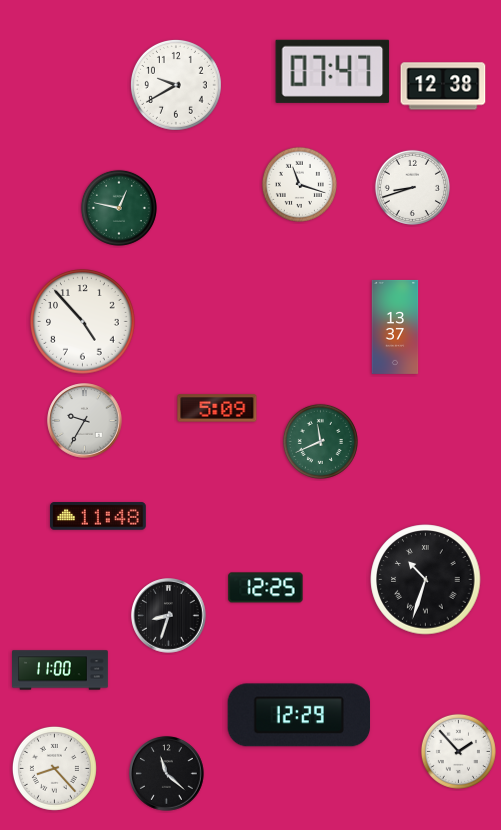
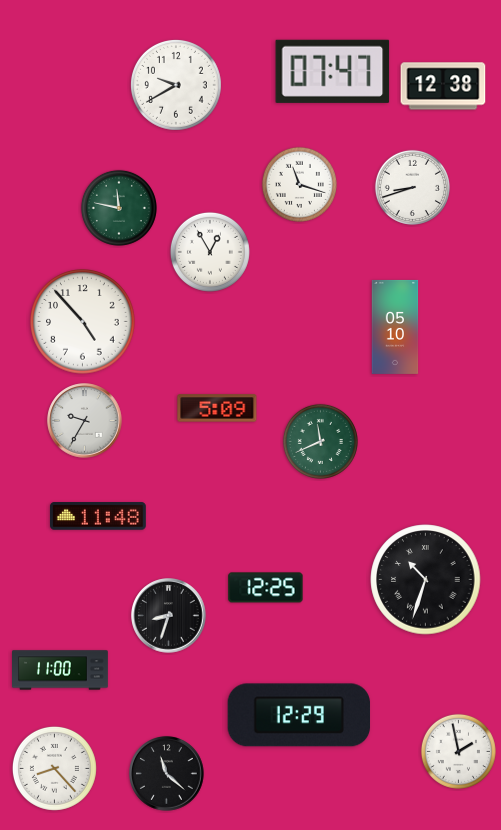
clock at (119, 208): 12:47 -> 11:47
clock at (210, 252): none -> 12:55
clock at (395, 327): 13:37 -> 05:10
clock at (458, 751): 1:53 -> 1:58
